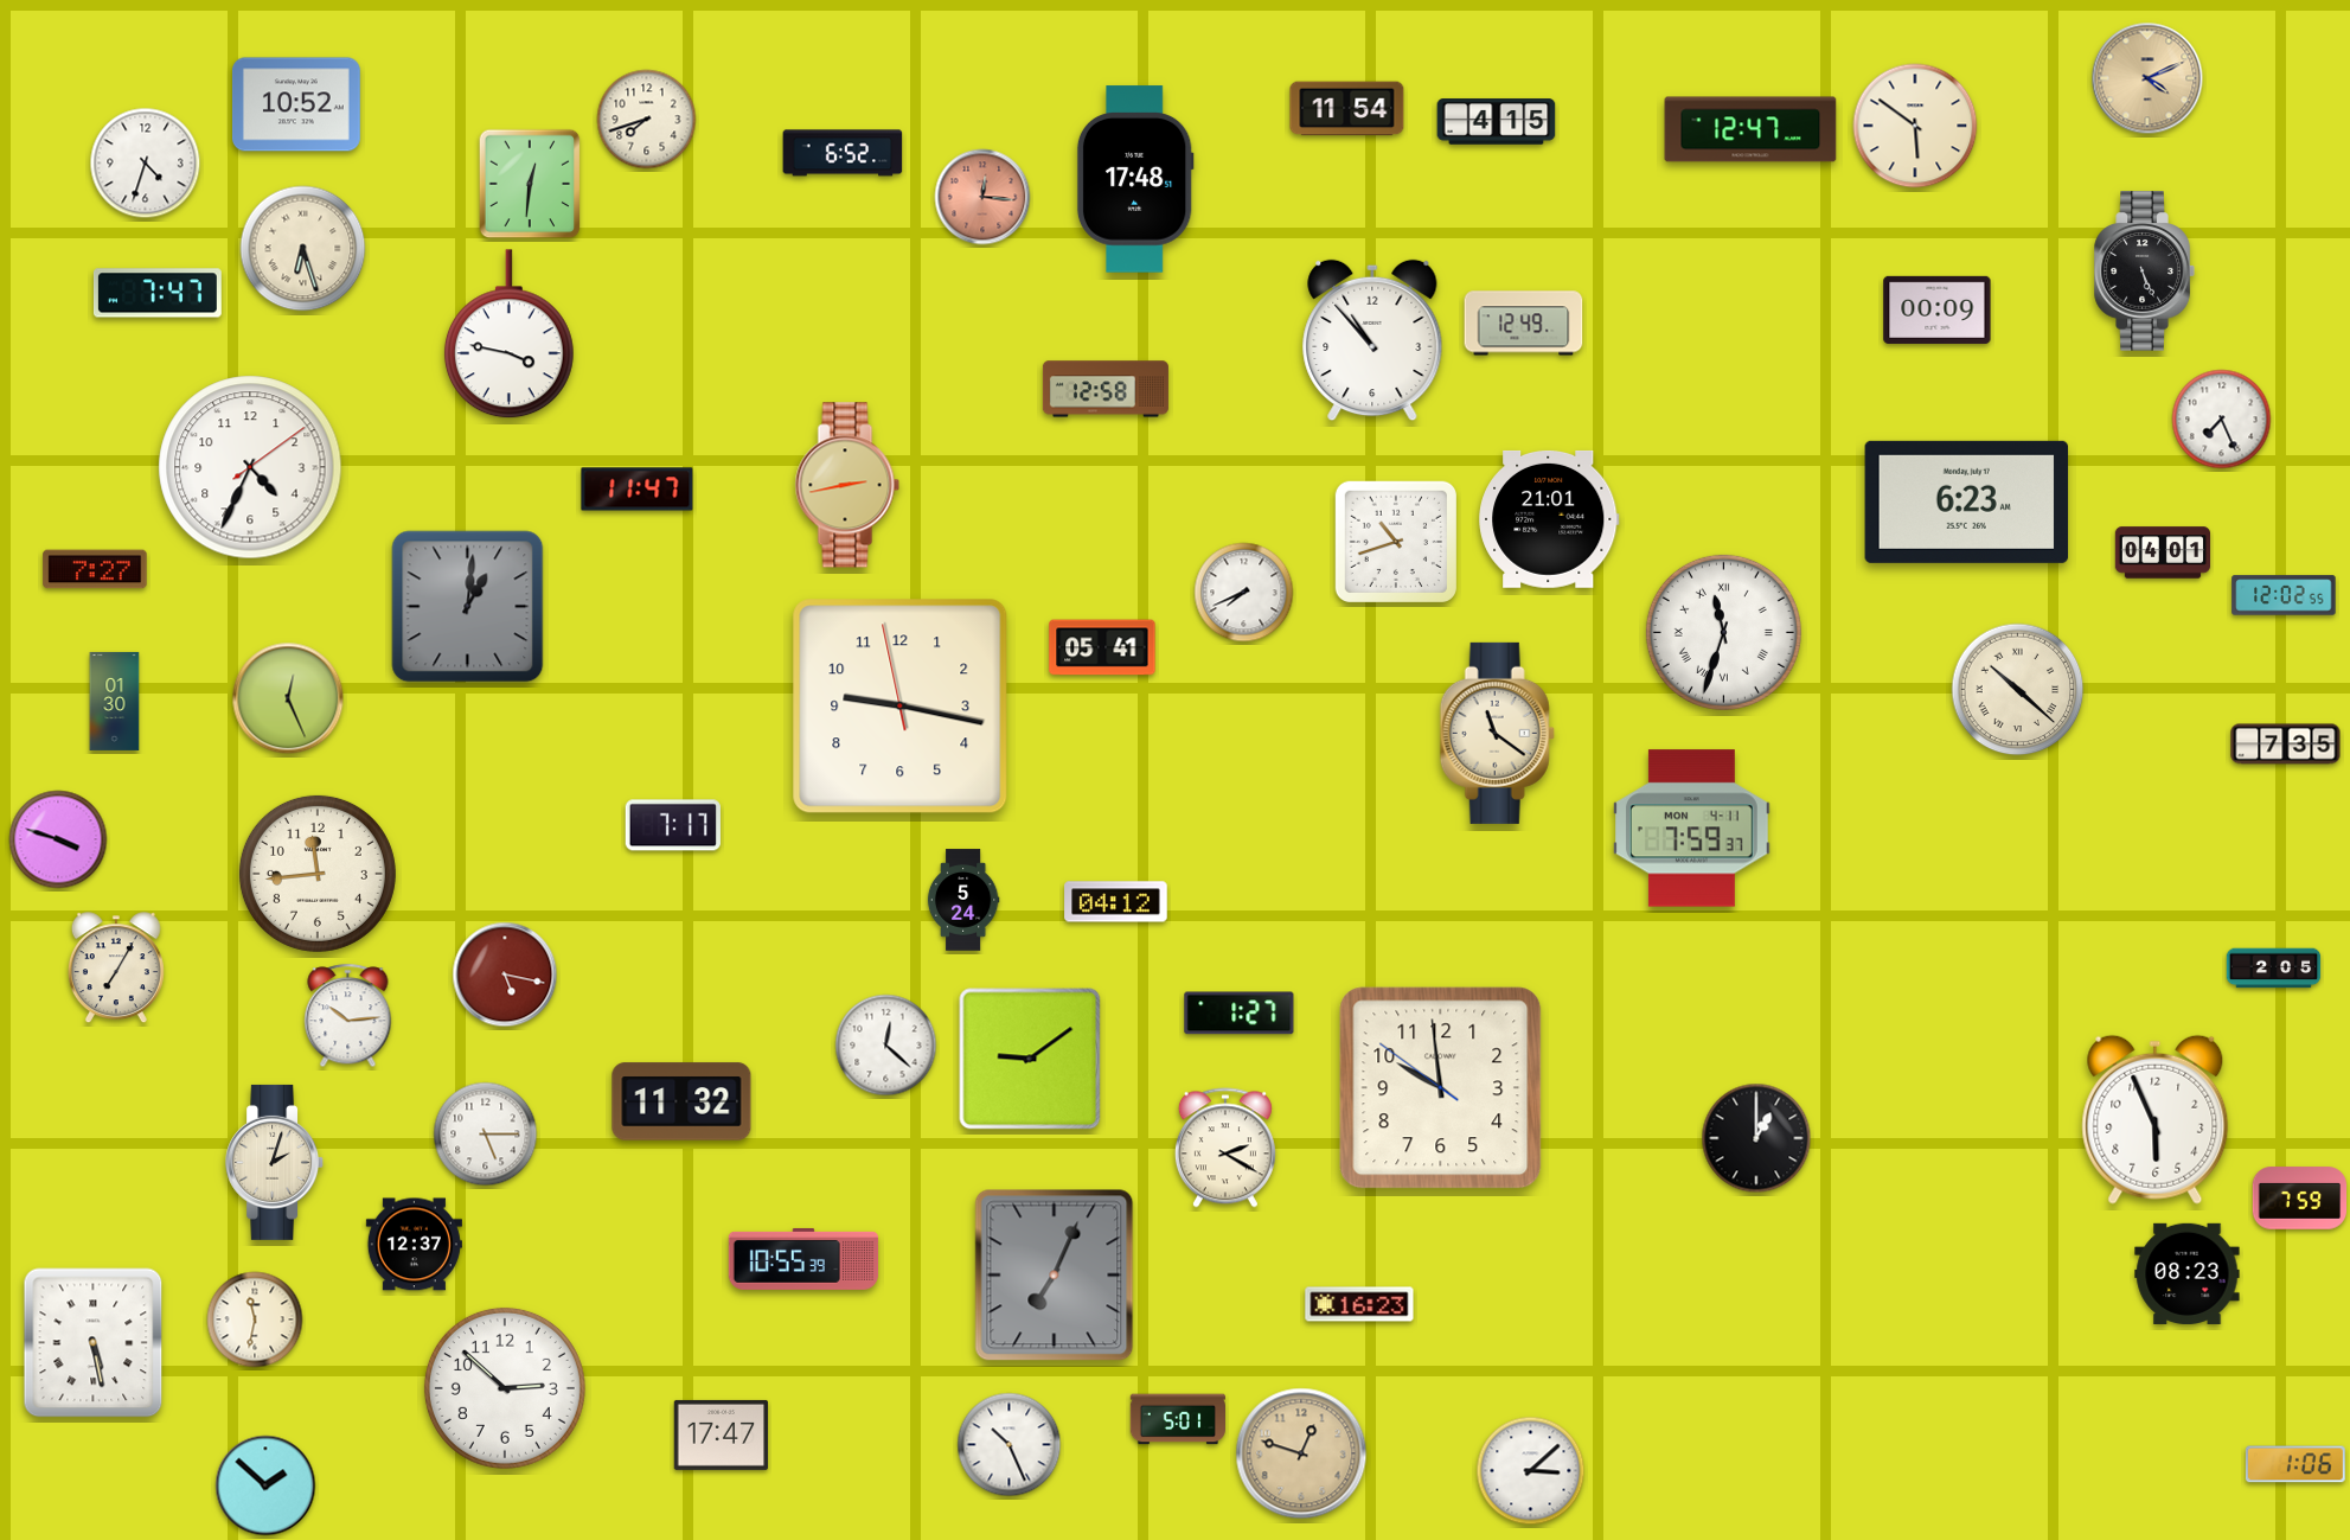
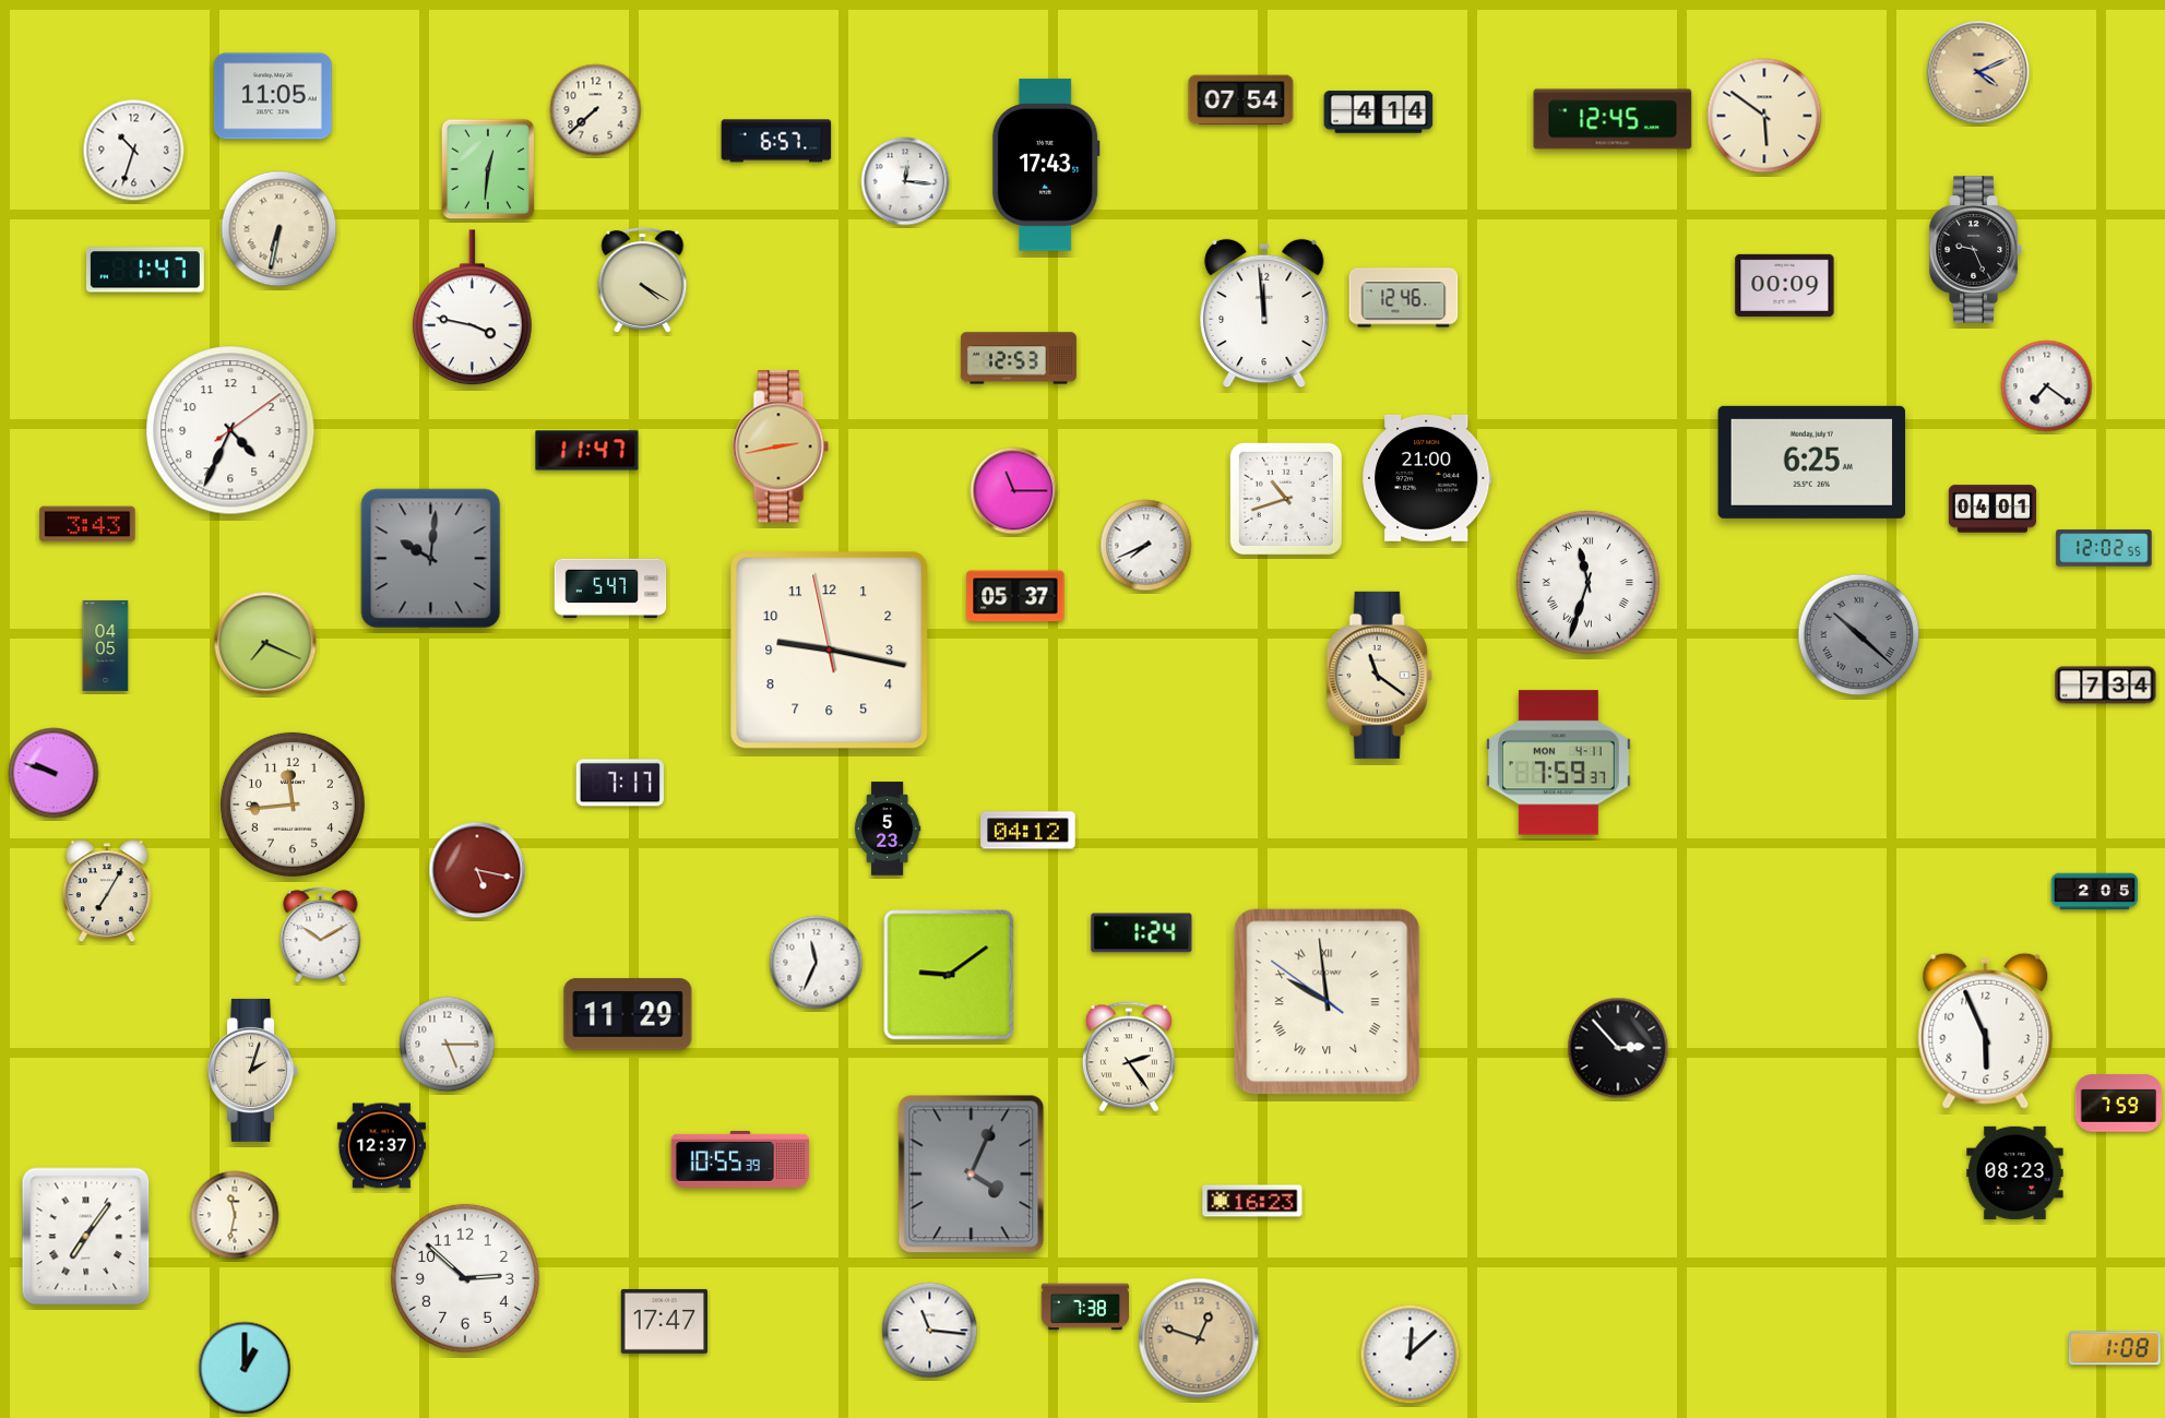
clock at (296, 104): 10:52 -> 11:05
clock at (1347, 109): 11:54 -> 07:54
clock at (647, 120): 7:42 -> 7:38
clock at (1497, 122): 4:15 -> 4:14
clock at (1750, 129): 12:47 -> 12:45
clock at (843, 153): 6:52 -> 6:57
clock at (146, 164): 4:33 -> 10:33
clock at (1135, 179): 17:48 -> 17:43
clock at (982, 197) dial: salmon -> white
clock at (303, 249): 6:27 -> 6:32
clock at (2144, 271): 5:26 -> 9:26
clock at (158, 293): 7:47 -> 1:47
clock at (643, 281): none -> 4:20
clock at (1524, 324): 12:49 -> 12:46
clock at (508, 334) position: (508, 334) -> (472, 308)
clock at (1372, 340): 10:53 -> 11:59
clock at (1106, 389): 12:58 -> 12:53
clock at (2222, 420): 7:26 -> 7:21
clock at (1967, 501): 6:23 -> 6:25
clock at (1550, 519): 21:01 -> 21:00
clock at (1014, 491): none -> 11:15
clock at (95, 569): 7:27 -> 3:43
clock at (468, 607): 1:01 -> 10:01
clock at (610, 588): none -> 5:47
clock at (1102, 647): 05:41 -> 05:37
clock at (2018, 690) dial: cream -> grey
clock at (288, 698): 12:26 -> 7:19
clock at (115, 701): 01:30 -> 04:05
clock at (2286, 745): 7:35 -> 7:34
clock at (673, 825) position: (673, 825) -> (620, 783)
clock at (58, 839): 3:48 -> 9:48
clock at (963, 900): 5:24 -> 5:23
clock at (505, 975) position: (505, 975) -> (477, 870)
clock at (1240, 1014): 1:27 -> 1:24
clock at (348, 1016): 10:14 -> 10:10
clock at (886, 1046): 12:22 -> 11:34
clock at (1441, 1088) numerals: Arabic -> Roman
clock at (681, 1101): 11:32 -> 11:29
clock at (1756, 1138): 1:00 -> 2:53
clock at (1225, 1148): 2:20 -> 2:24
clock at (1055, 1276): 7:04 -> 4:04
clock at (94, 1343): 5:28 -> 7:06
clock at (1177, 1419): 5:01 -> 7:38
clock at (1010, 1445): 10:26 -> 11:16
clock at (2295, 1464): 1:06 -> 1:08
clock at (1531, 1471): 3:08 -> 12:08
clock at (265, 1485): 1:52 -> 1:00
